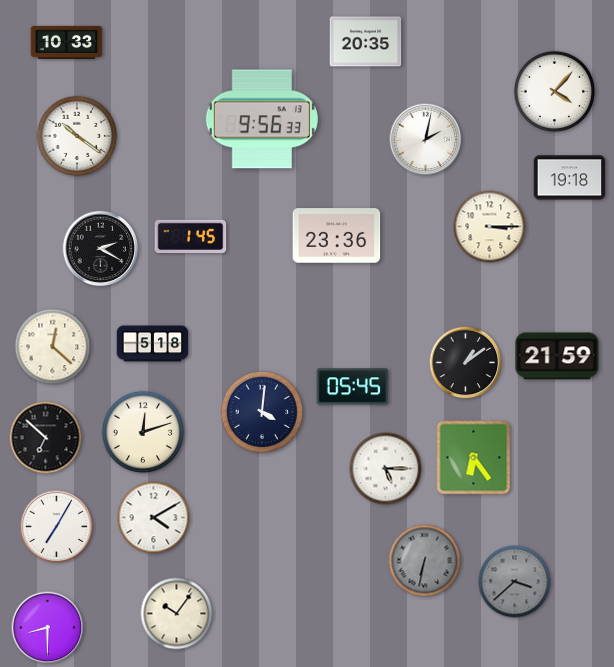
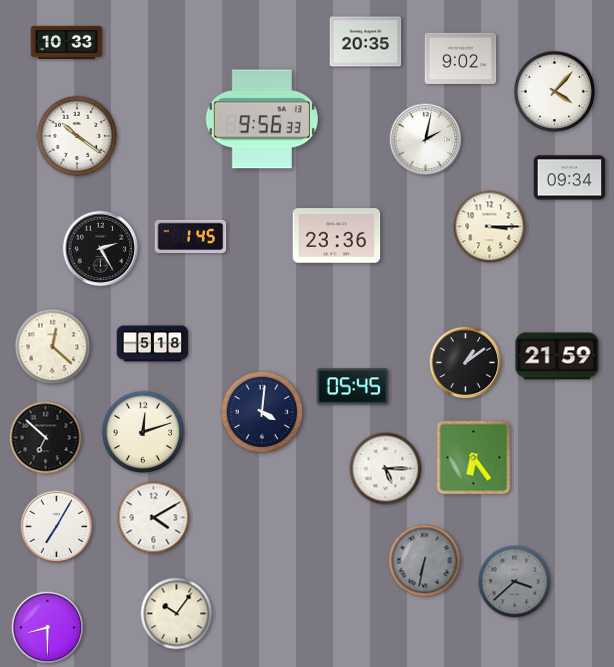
clock at (461, 58): none -> 9:02
clock at (570, 178): 19:18 -> 09:34
clock at (101, 249): 2:20 -> 2:25
